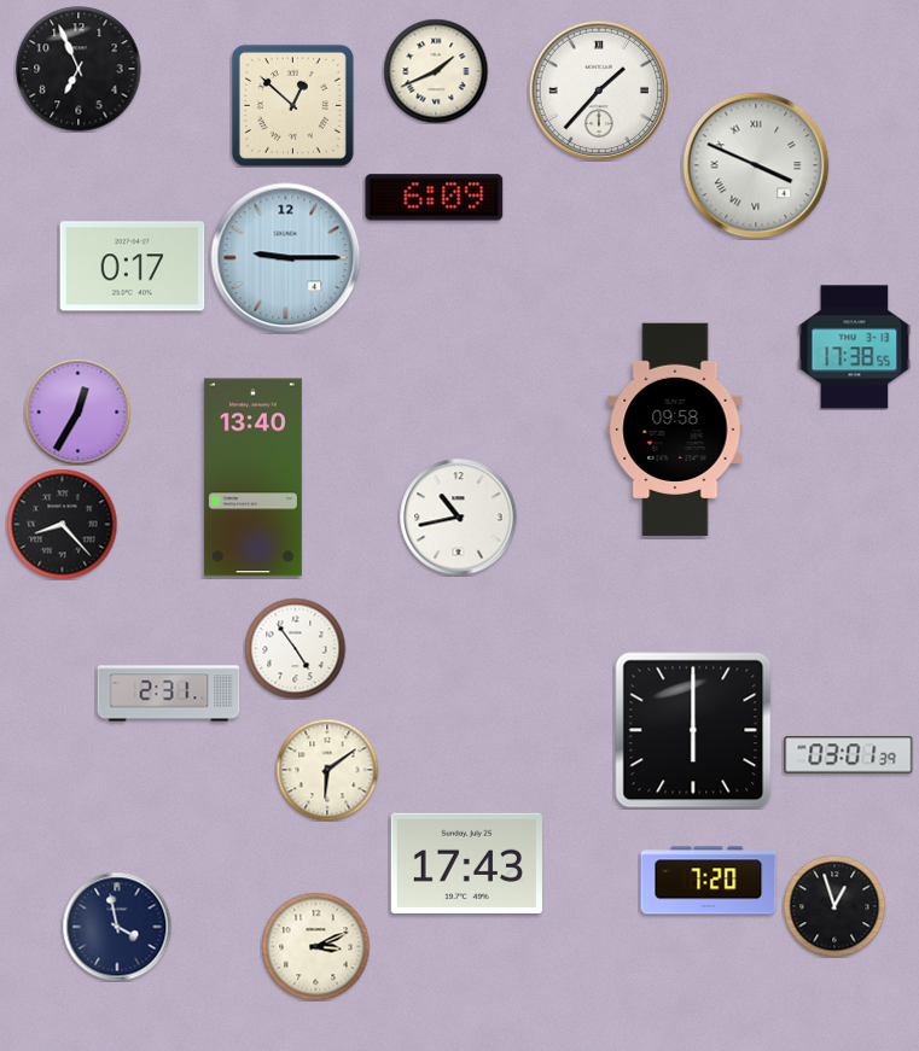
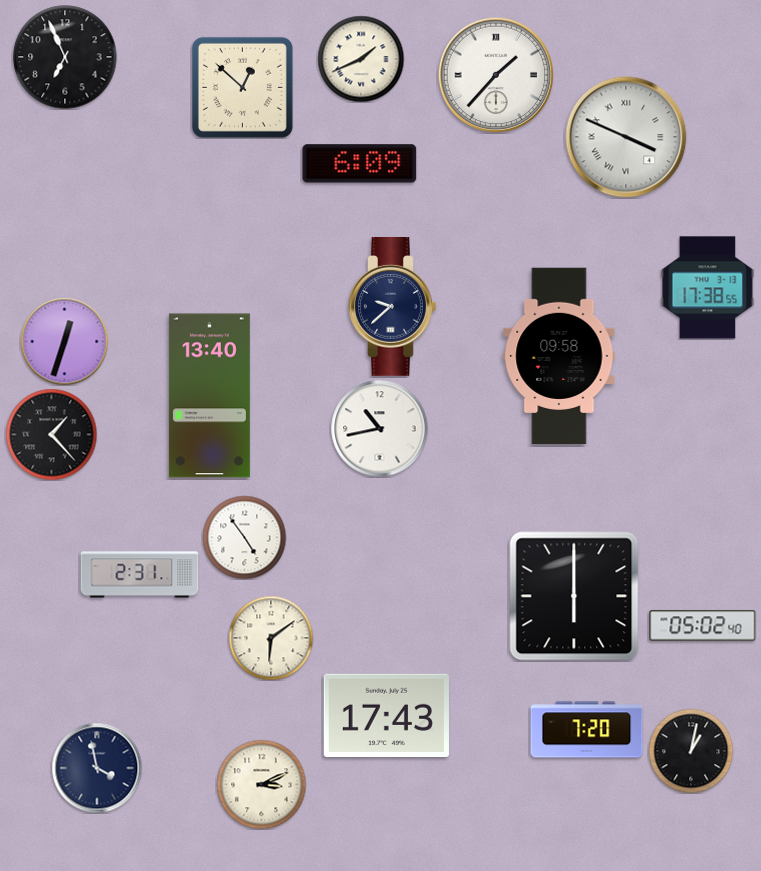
clock at (286, 258): 9:15 -> none
clock at (133, 267): 0:17 -> none
clock at (393, 307): none -> 9:38
clock at (77, 411): 12:35 -> 12:33
clock at (62, 524): 8:23 -> 1:23
clock at (693, 730) position: (693, 730) -> (574, 596)
clock at (849, 755): 03:01 -> 05:02
clock at (834, 906): 12:57 -> 1:02
